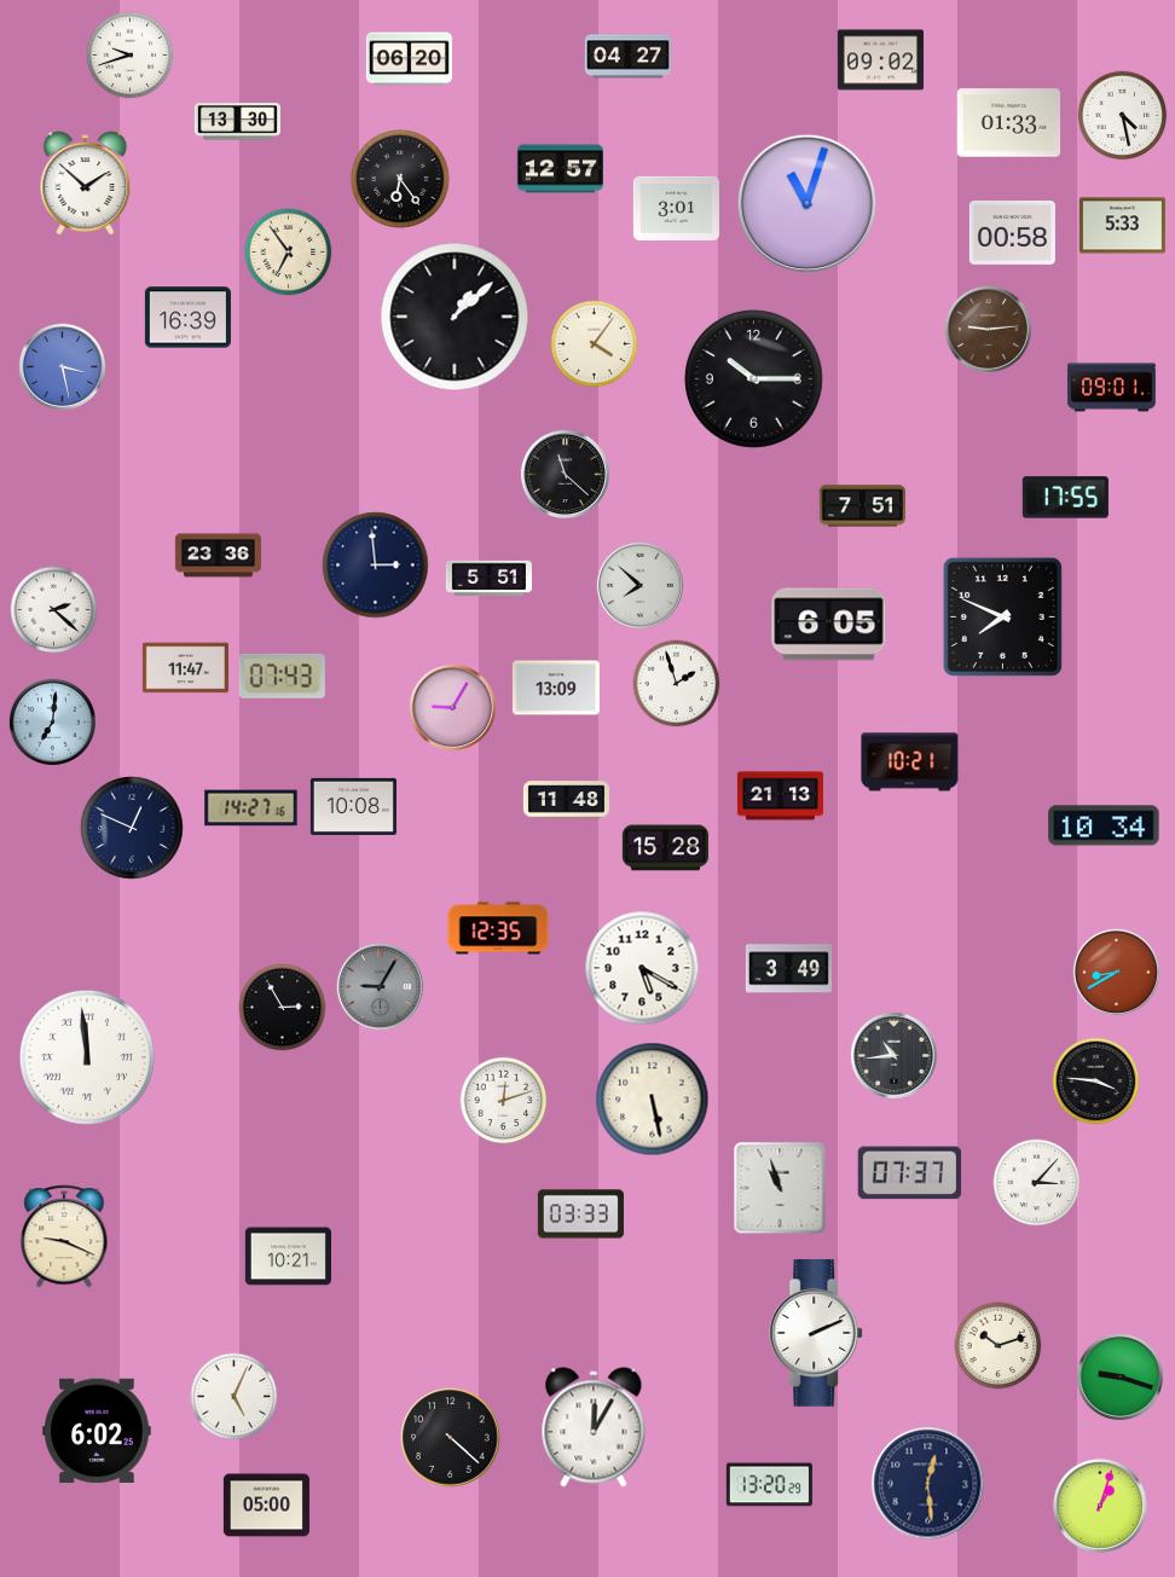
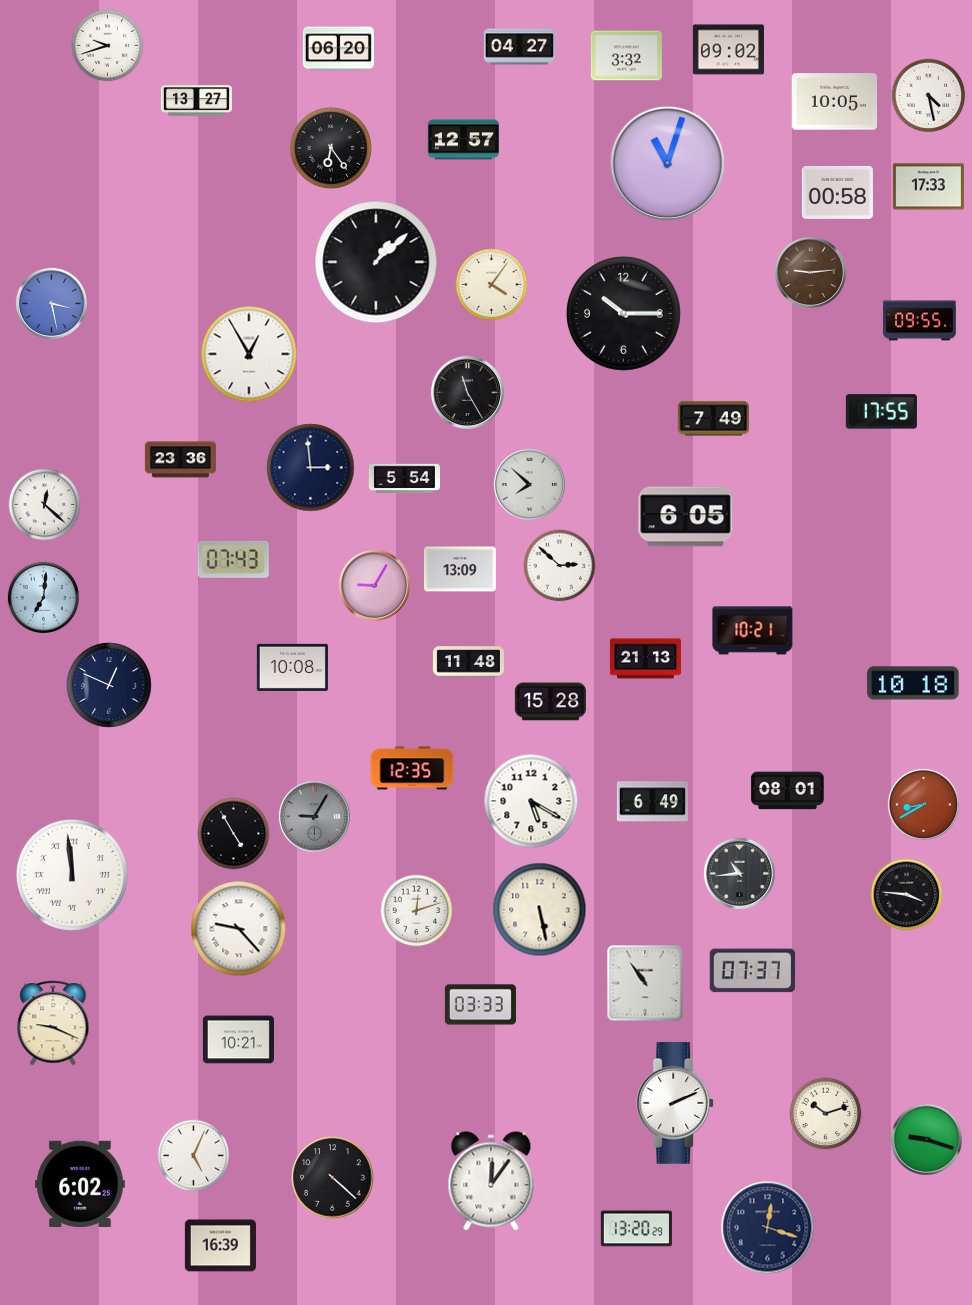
clock at (626, 56): none -> 3:32
clock at (237, 122): 13:30 -> 13:27
clock at (1009, 123): 01:33 -> 10:05
clock at (86, 184): 1:52 -> none
clock at (808, 204) position: (808, 204) -> (668, 164)
clock at (676, 208): 3:01 -> none
clock at (1122, 226): 5:33 -> 17:33
clock at (289, 253): 6:54 -> none
clock at (187, 318): 16:39 -> none
clock at (988, 329) position: (988, 329) -> (810, 272)
clock at (1112, 388): 09:01 -> 09:55
clock at (249, 354): none -> 12:55
clock at (565, 474): 11:22 -> 11:25
clock at (862, 506): 7:51 -> 7:49
clock at (488, 579): 5:51 -> 5:54
clock at (54, 610): 2:22 -> 12:22
clock at (1002, 616): 7:49 -> none
clock at (185, 668): 11:47 -> none
clock at (677, 684): 1:57 -> 2:52
clock at (251, 808): 14:27 -> none
clock at (1104, 825): 10:34 -> 10:18
clock at (787, 791): none -> 08:01
clock at (788, 969): 3:49 -> 6:49
clock at (283, 1008): 2:55 -> 4:55
clock at (239, 929): none -> 9:23
clock at (1037, 1183): 3:07 -> none
clock at (780, 1188): 10:57 -> 10:54
clock at (594, 1427): 12:05 -> 12:06
clock at (451, 1438) position: (451, 1438) -> (333, 1178)
clock at (928, 1484): 12:29 -> 12:18
clock at (266, 1506): 05:00 -> 16:39
clock at (1101, 1507): 1:03 -> none
